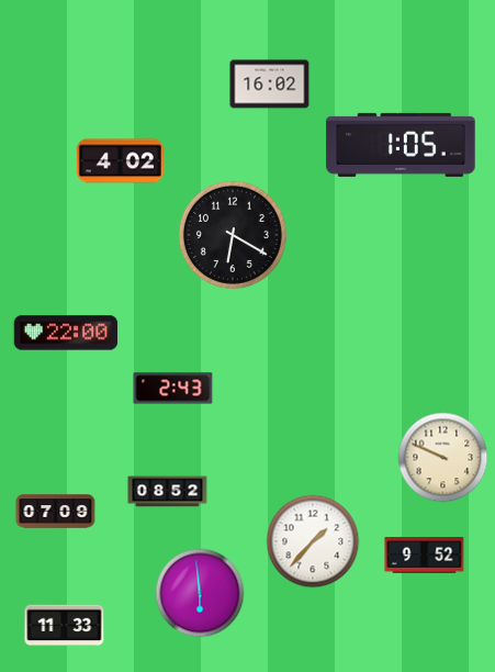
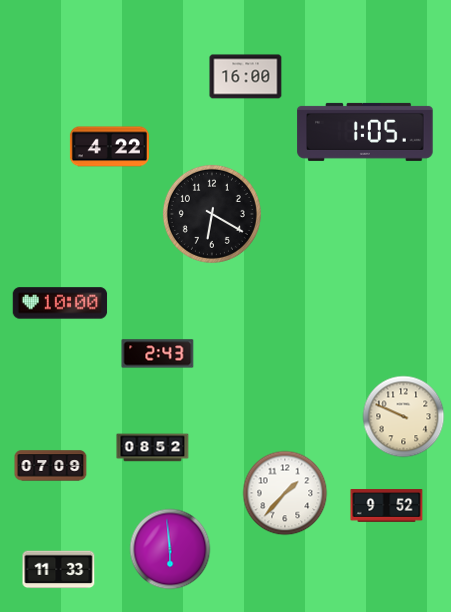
clock at (270, 85): 16:02 -> 16:00
clock at (120, 161): 4:02 -> 4:22
clock at (66, 333): 22:00 -> 10:00
clock at (200, 593) position: (200, 593) -> (170, 549)
